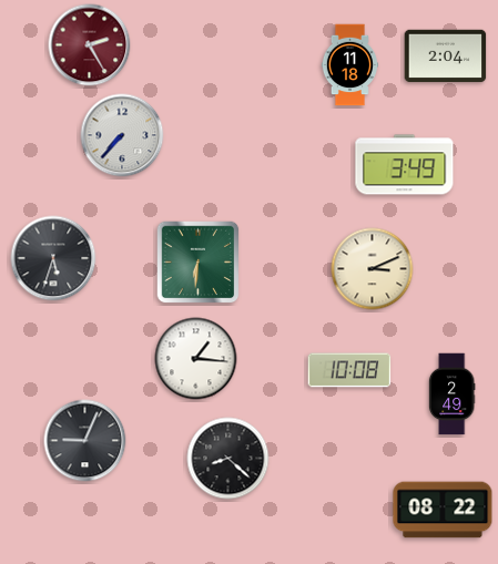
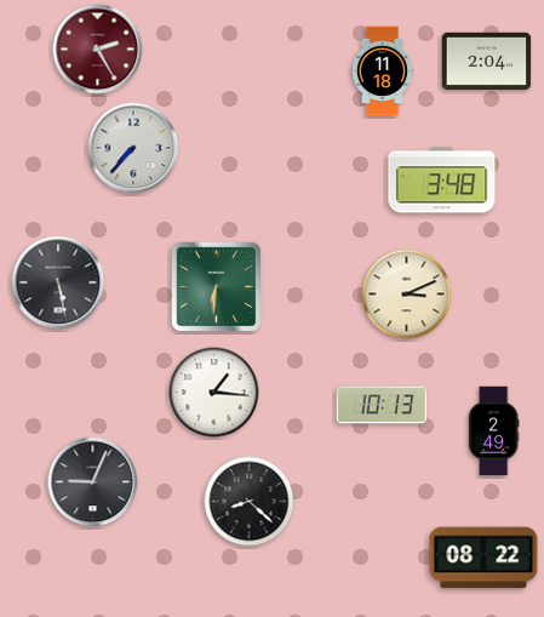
clock at (405, 165): 3:49 -> 3:48
clock at (53, 258): 5:33 -> 5:28
clock at (349, 370): 10:08 -> 10:13
